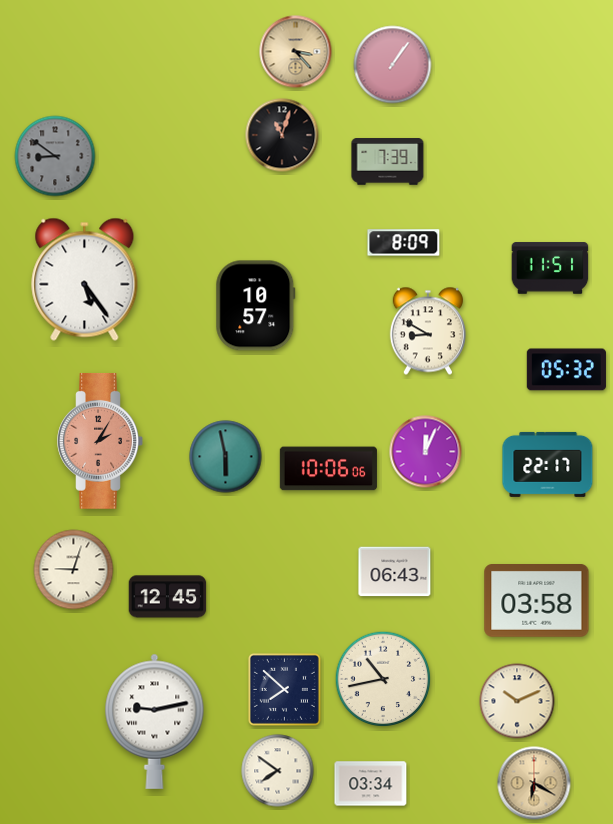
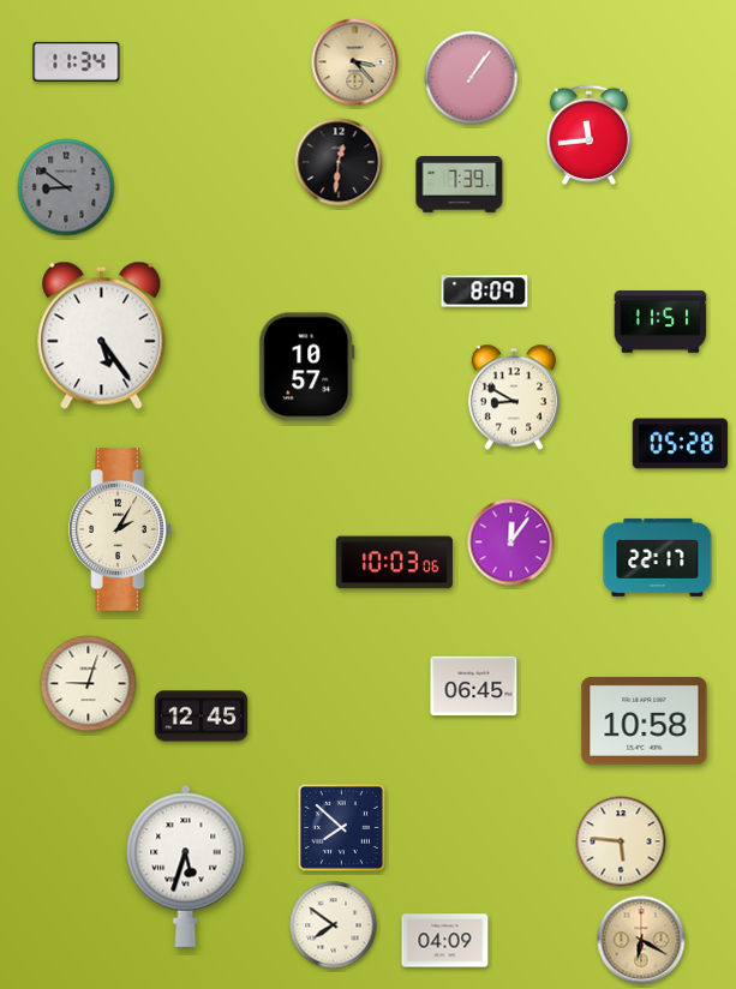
clock at (77, 61): none -> 11:34
clock at (590, 134): none -> 11:44
clock at (282, 135): 11:03 -> 12:31
clock at (388, 162) position: (388, 162) -> (460, 185)
clock at (566, 370): 05:32 -> 05:28
clock at (100, 441) dial: salmon -> cream
clock at (426, 452): 12:04 -> 12:06
clock at (226, 457): 5:58 -> none
clock at (328, 469): 10:06 -> 10:03
clock at (395, 572): 06:43 -> 06:45
clock at (537, 601): 03:58 -> 10:58
clock at (383, 679): 10:43 -> none
clock at (517, 701): 10:11 -> 5:46
clock at (155, 721): 9:13 -> 5:33
clock at (371, 784): 03:34 -> 04:09
